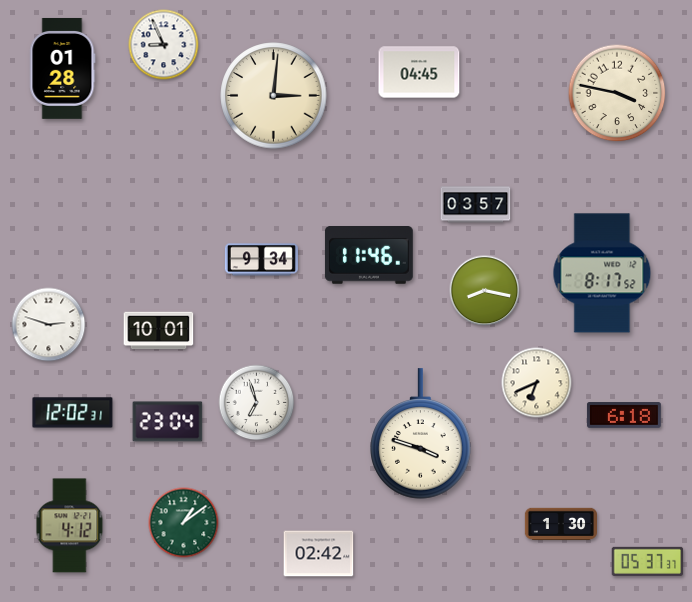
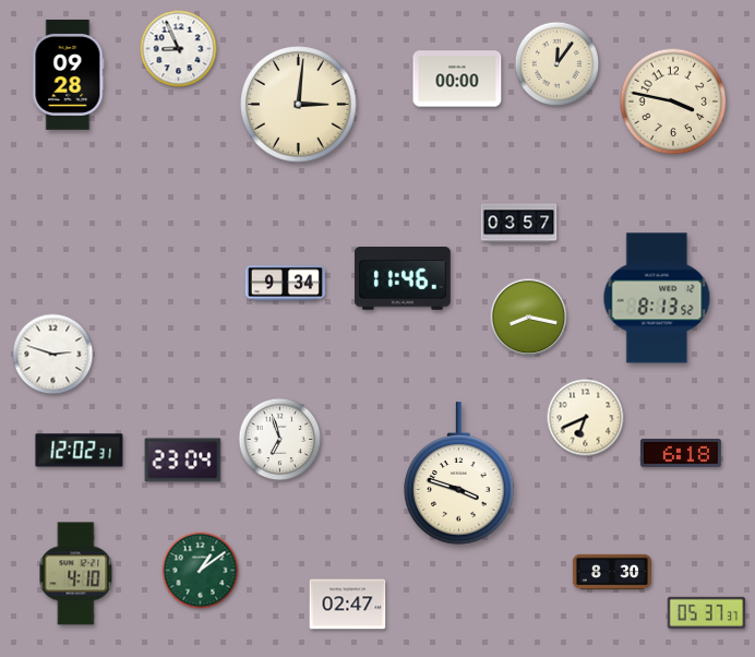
clock at (558, 64): none -> 12:06
clock at (63, 68): 01:28 -> 09:28
clock at (419, 72): 04:45 -> 00:00
clock at (602, 273): 8:17 -> 8:13
clock at (159, 331): 10:01 -> none
clock at (560, 524): 1:30 -> 8:30
clock at (70, 526): 4:12 -> 4:10
clock at (319, 554): 02:42 -> 02:47
